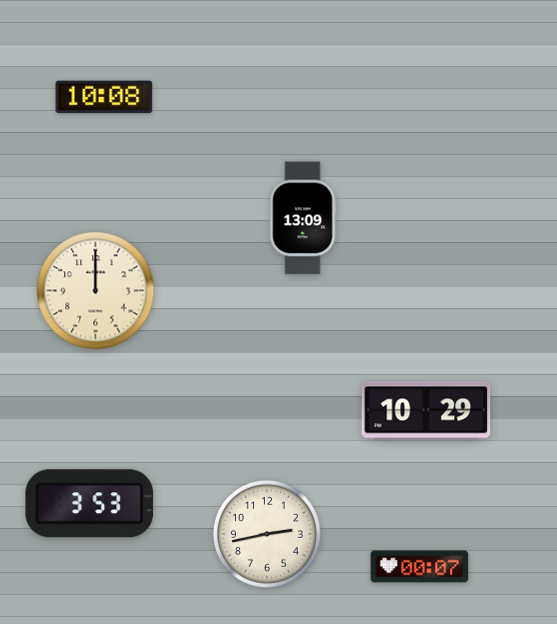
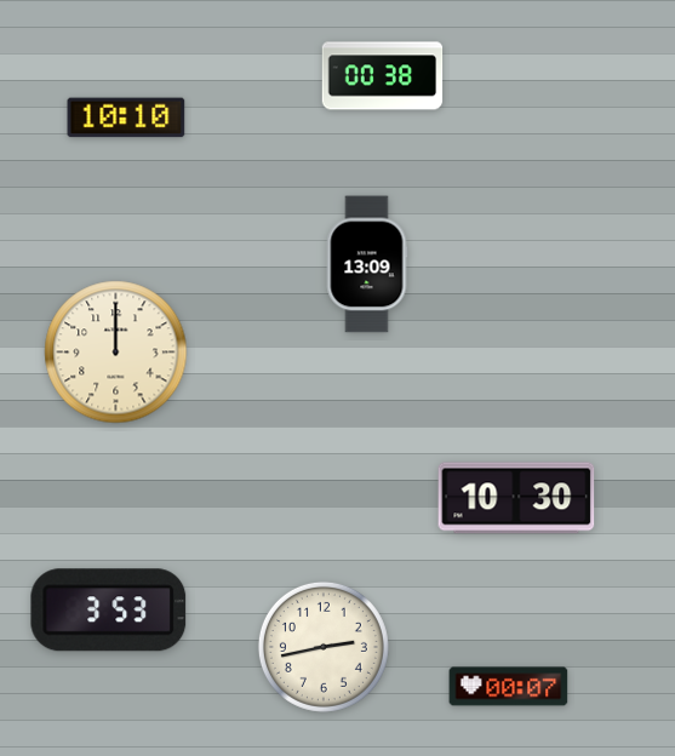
clock at (383, 76): none -> 00:38
clock at (104, 97): 10:08 -> 10:10
clock at (426, 411): 10:29 -> 10:30
